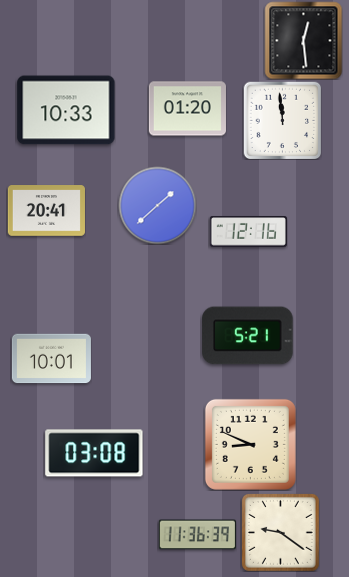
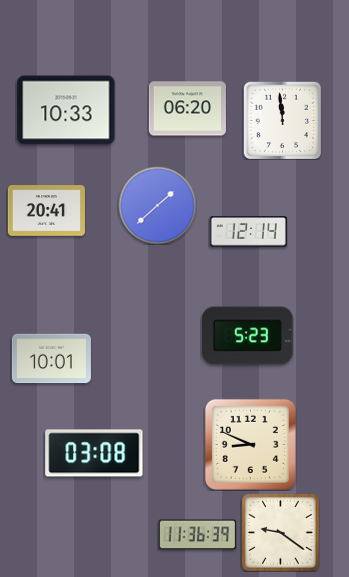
clock at (303, 40): 12:29 -> none
clock at (187, 109): 01:20 -> 06:20
clock at (248, 232): 12:16 -> 12:14
clock at (248, 336): 5:21 -> 5:23
